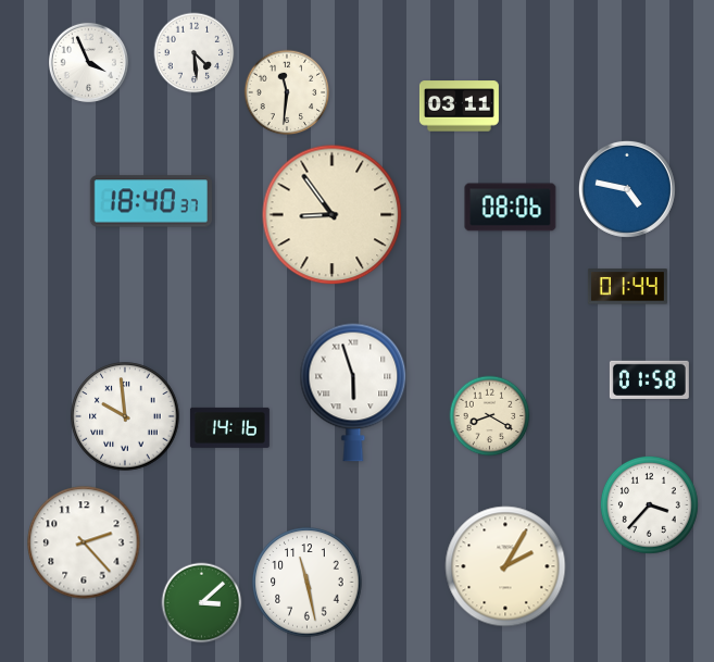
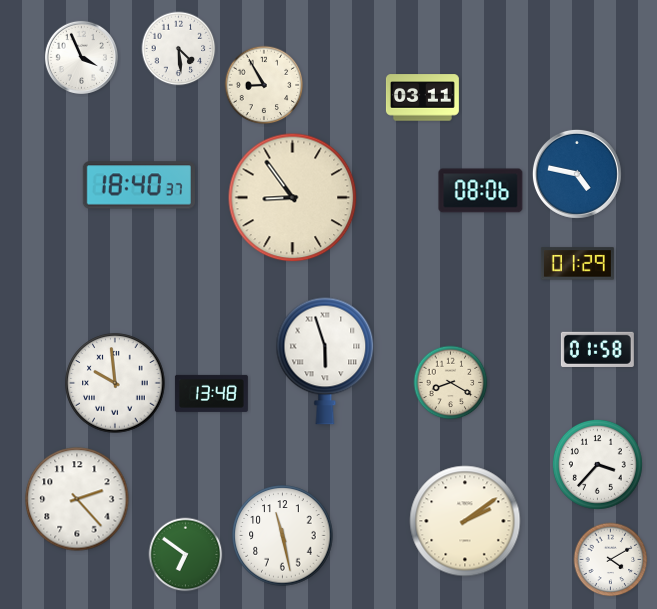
clock at (287, 92): 11:31 -> 8:55
clock at (511, 208) position: (511, 208) -> (481, 191)
clock at (333, 215) position: (333, 215) -> (293, 198)
clock at (627, 287): 01:44 -> 01:29
clock at (229, 427): 14:16 -> 13:48
clock at (505, 566): 2:05 -> 2:09
clock at (202, 603): 3:08 -> 6:51
clock at (611, 560): none -> 4:10
